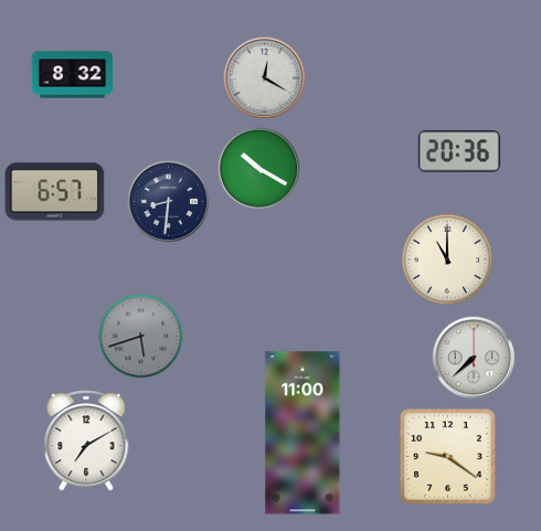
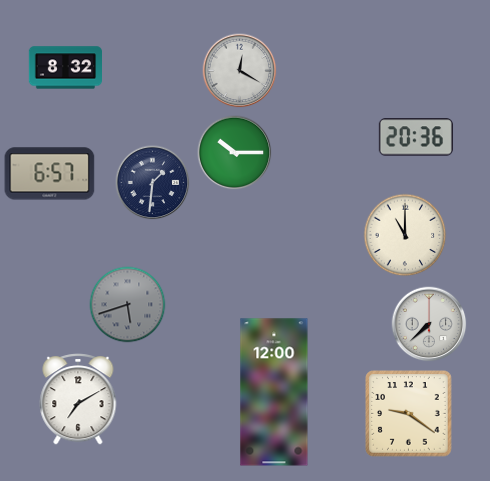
clock at (259, 169): 10:20 -> 10:15
clock at (169, 202): 8:31 -> 1:31
clock at (303, 433): 11:00 -> 12:00
clock at (448, 457) position: (448, 457) -> (409, 414)
